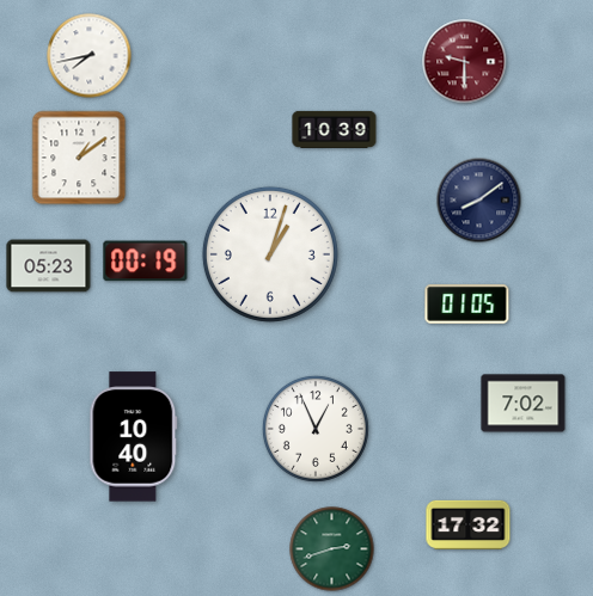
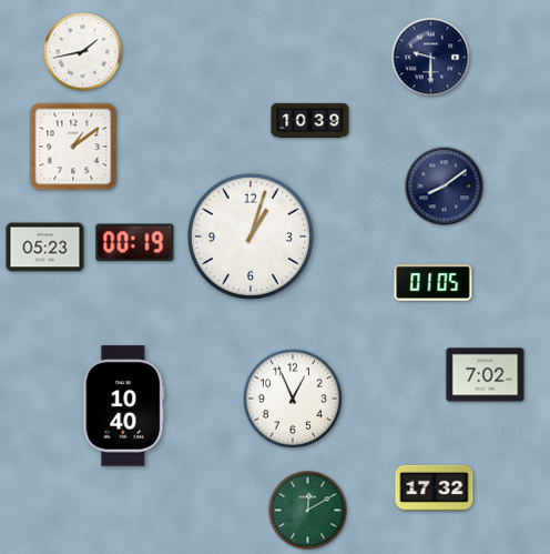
clock at (90, 56): 7:43 -> 1:43
clock at (465, 62) dial: burgundy -> navy
clock at (332, 549): 2:42 -> 12:10
